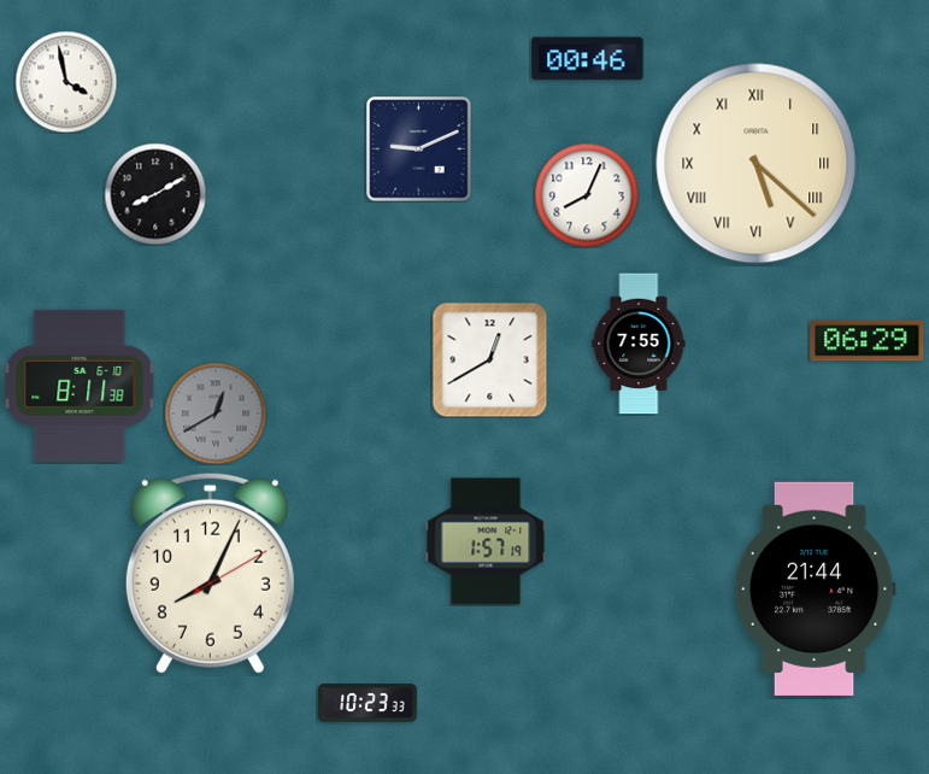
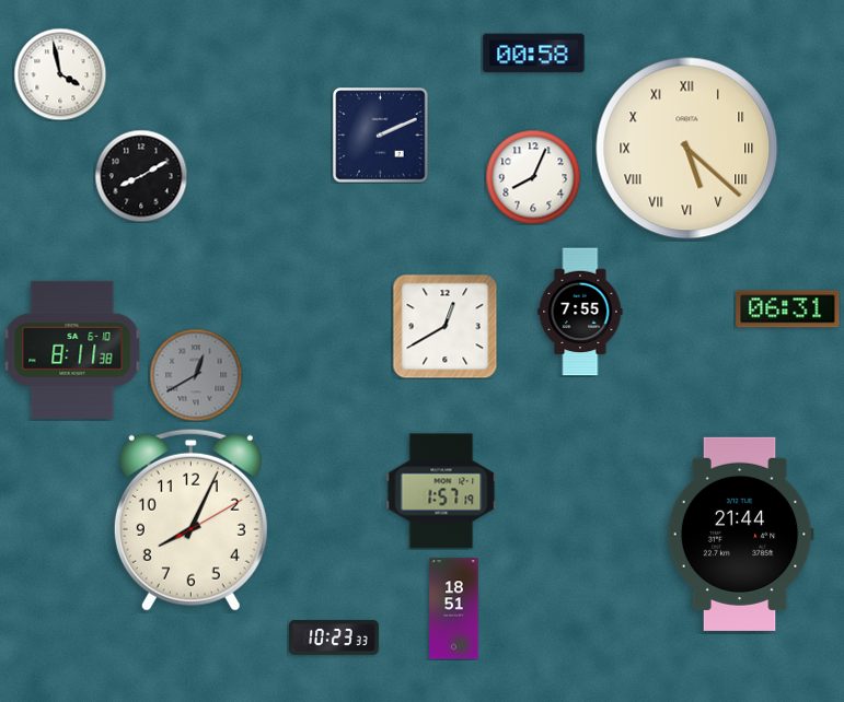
clock at (588, 59): 00:46 -> 00:58
clock at (419, 149): 9:11 -> 2:11
clock at (868, 341): 06:29 -> 06:31
clock at (454, 609): none -> 18:51
